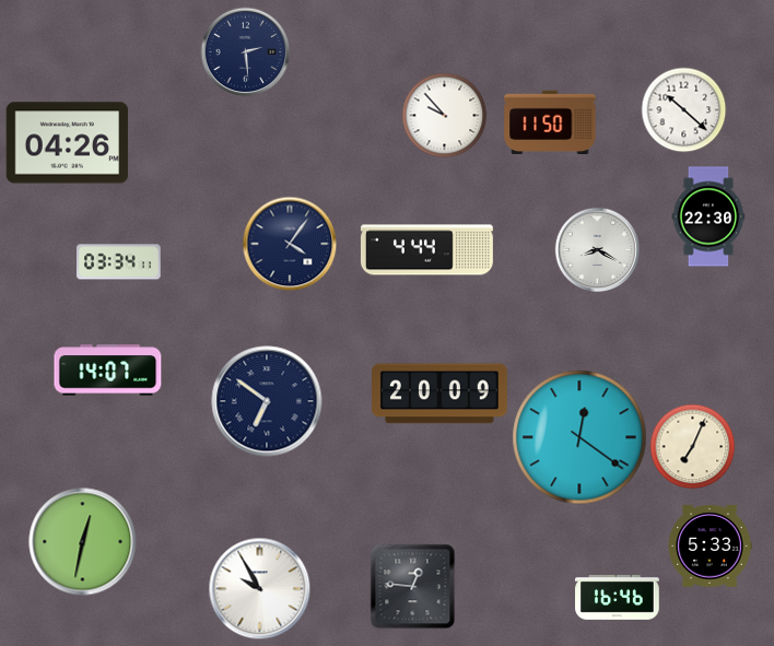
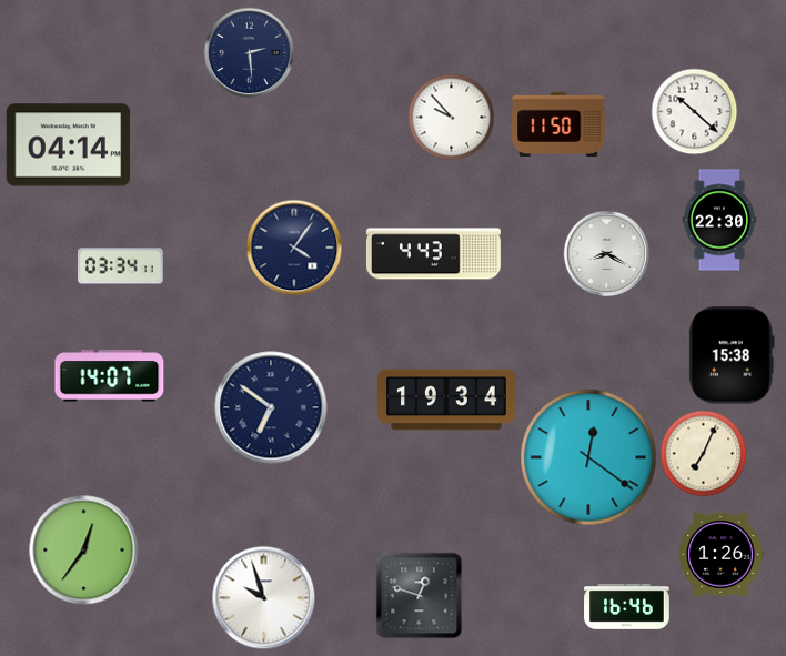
clock at (68, 143): 04:26 -> 04:14
clock at (426, 250): 4:44 -> 4:43
clock at (732, 355): none -> 15:38
clock at (439, 394): 20:09 -> 19:34
clock at (579, 437) position: (579, 437) -> (588, 457)
clock at (83, 542): 12:32 -> 12:36
clock at (709, 547): 5:33 -> 1:26
clock at (412, 586): 12:46 -> 12:48
clock at (259, 588): 9:55 -> 9:57
